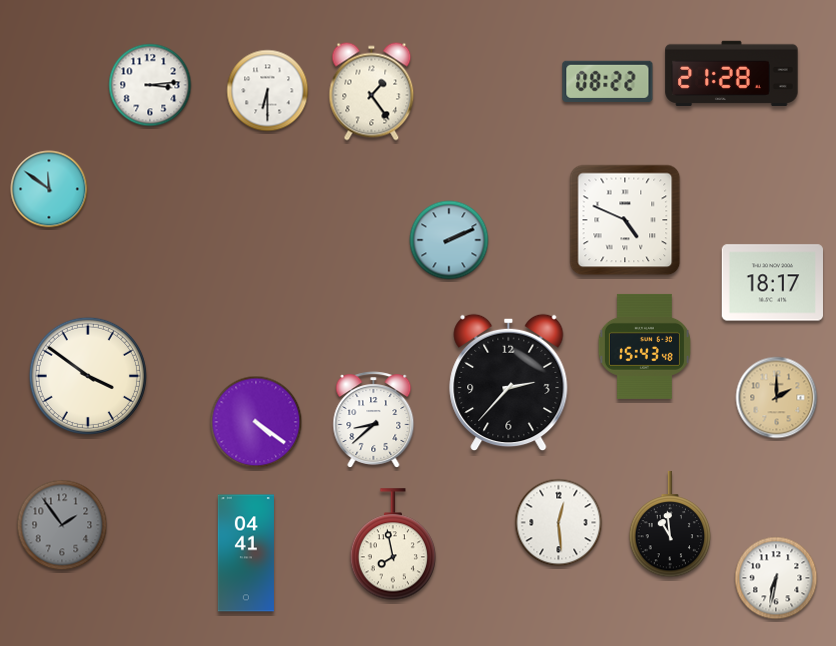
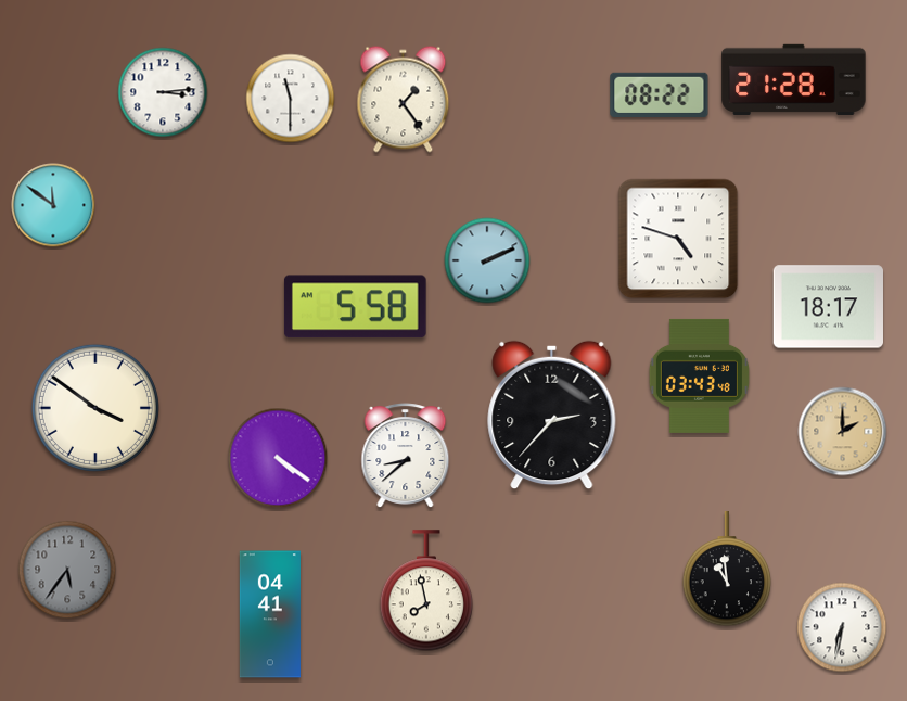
clock at (608, 81) position: (608, 81) -> (660, 94)
clock at (268, 91): 6:30 -> 11:30
clock at (625, 220): 4:49 -> 4:48
clock at (355, 307): none -> 5:58
clock at (772, 283) position: (772, 283) -> (828, 307)
clock at (644, 346): 15:43 -> 03:43
clock at (559, 523): 12:29 -> none
clock at (62, 525): 1:54 -> 5:36
clock at (246, 553) position: (246, 553) -> (270, 614)
